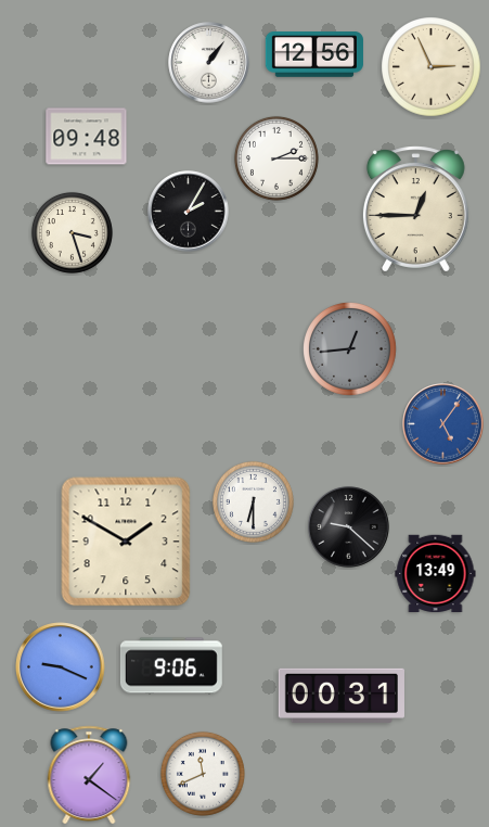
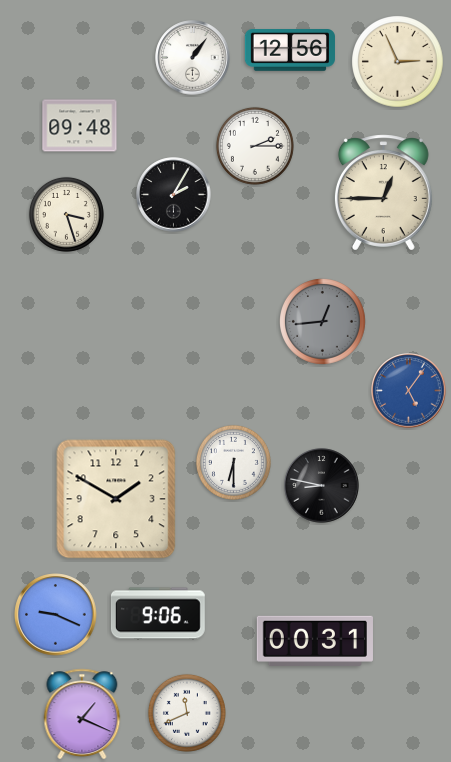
clock at (349, 527): 9:22 -> 8:47
clock at (436, 573): 13:49 -> none
clock at (89, 775): 1:21 -> 1:19
